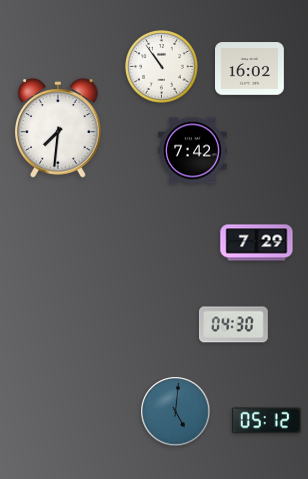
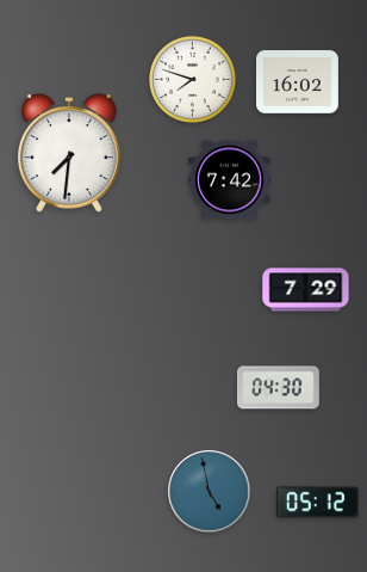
clock at (162, 67): 10:54 -> 7:48
clock at (176, 412): 5:01 -> 4:58
